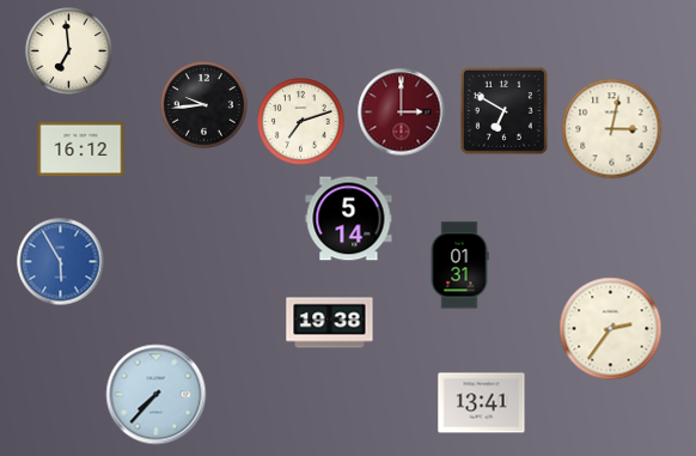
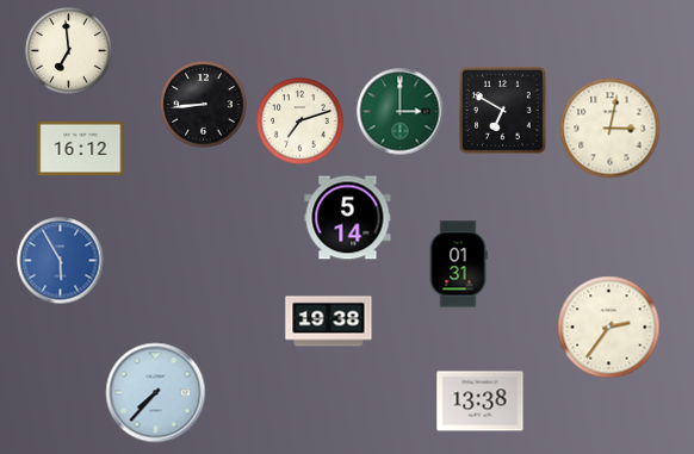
clock at (204, 105): 9:44 -> 8:44
clock at (402, 113) dial: burgundy -> green
clock at (482, 403): 13:41 -> 13:38
